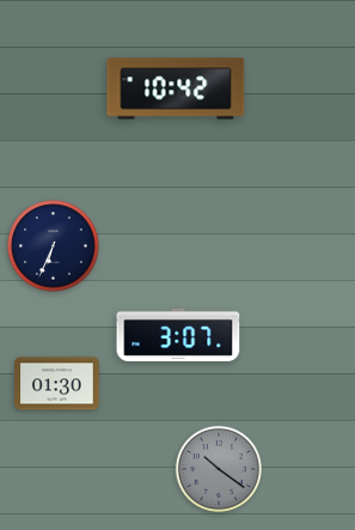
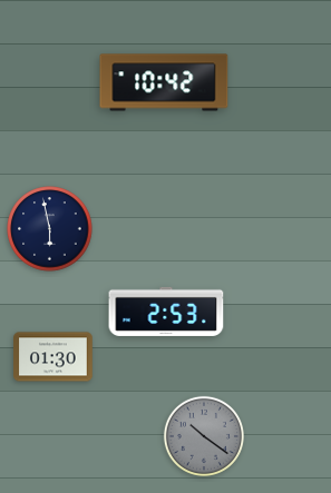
clock at (54, 246): 6:34 -> 5:58
clock at (178, 335): 3:07 -> 2:53
